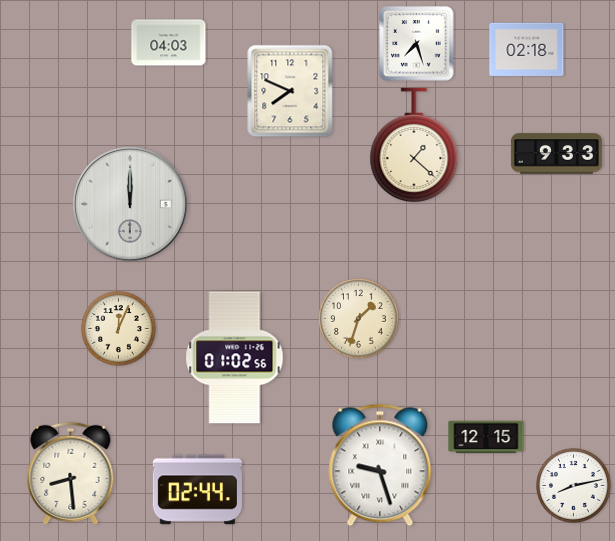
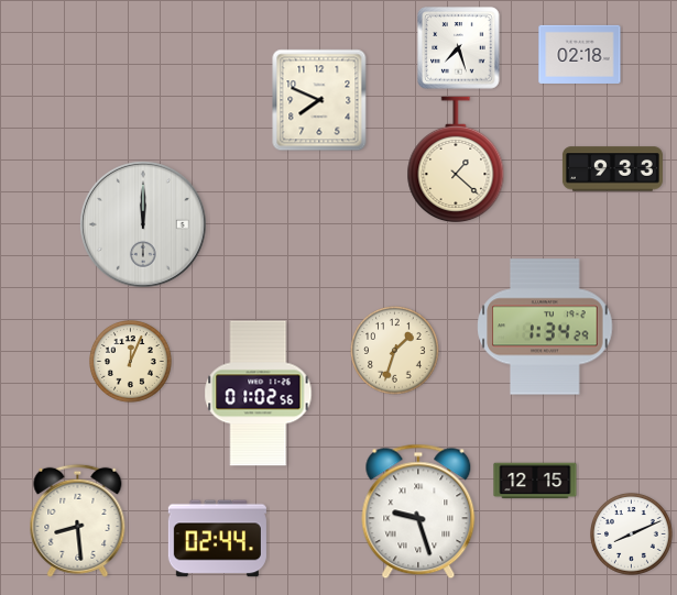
clock at (169, 43): 04:03 -> none
clock at (545, 327): none -> 1:34
clock at (574, 486): 8:13 -> 8:11
